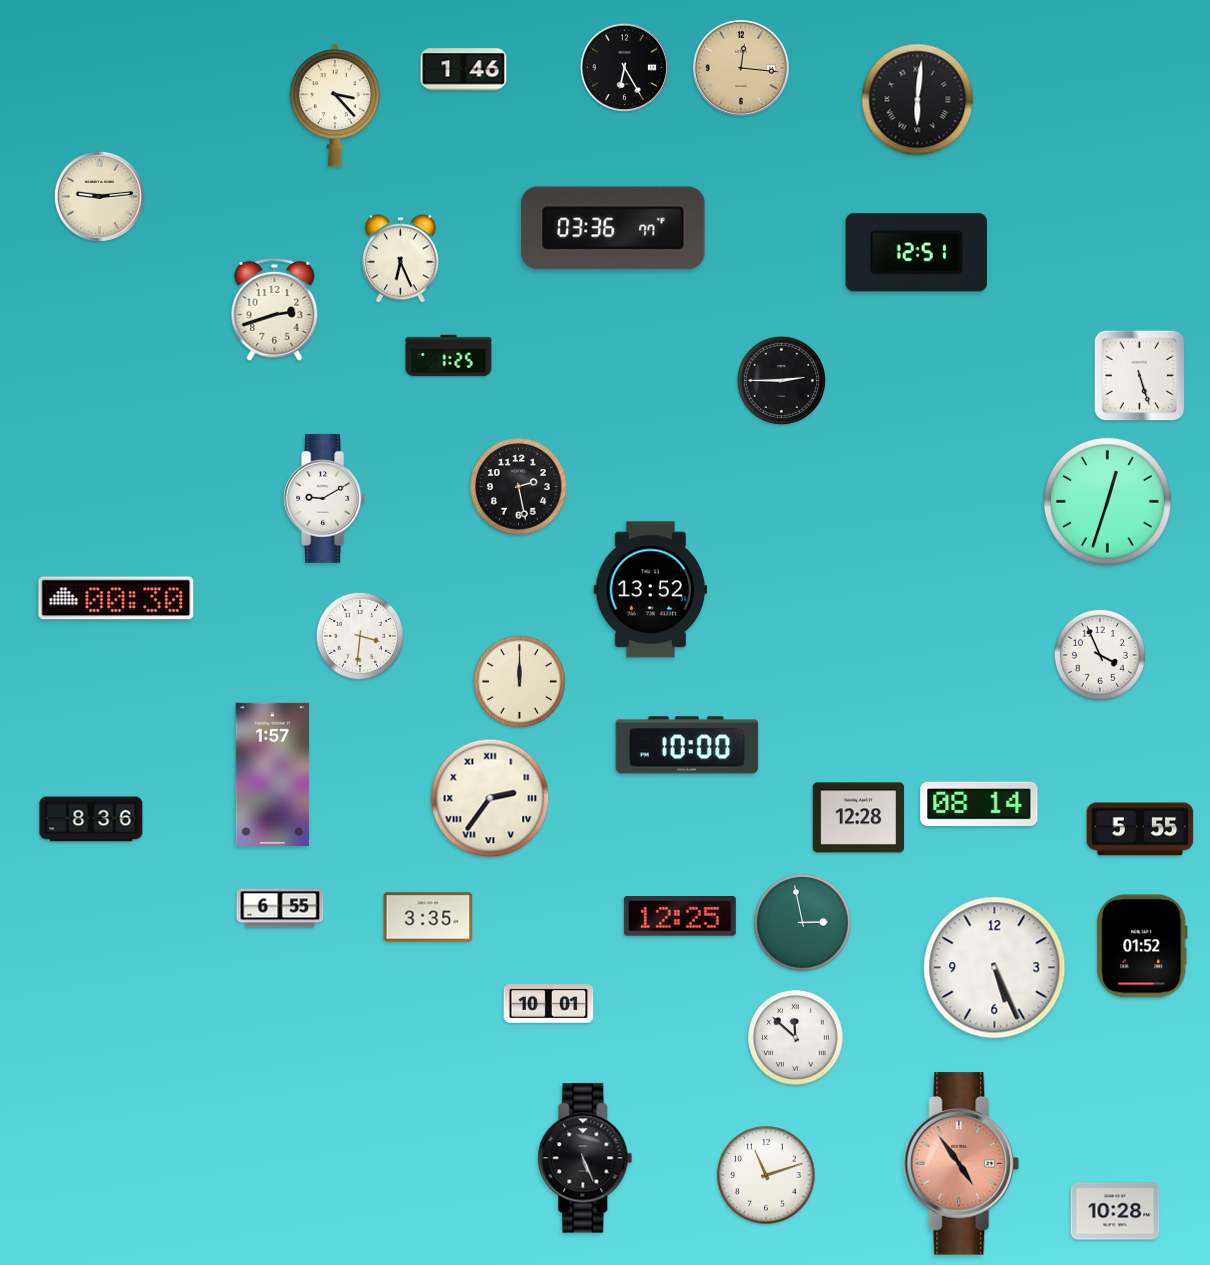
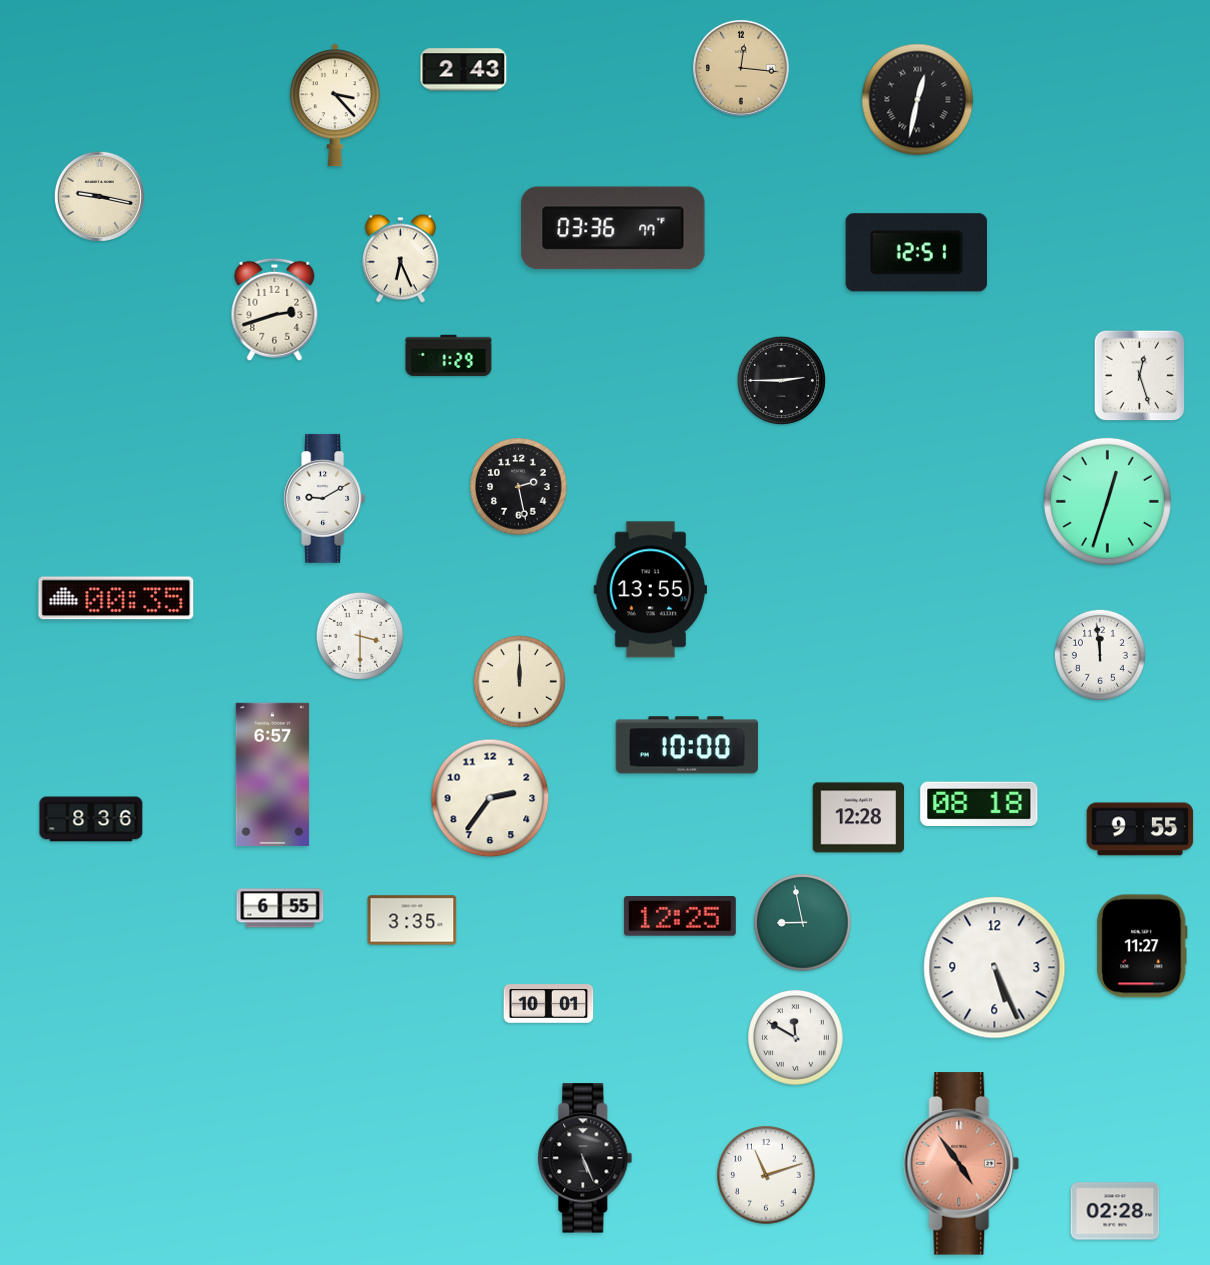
clock at (624, 67): 6:25 -> none
clock at (464, 70): 1:46 -> 2:43
clock at (918, 100): 6:01 -> 12:32
clock at (99, 196): 9:14 -> 9:17
clock at (449, 356): 1:25 -> 1:29
clock at (1140, 376): 5:27 -> 12:27
clock at (651, 590): 13:52 -> 13:55
clock at (116, 598): 00:30 -> 00:35
clock at (359, 635): 3:31 -> 3:30
clock at (1100, 655): 3:56 -> 11:59
clock at (273, 774): 1:57 -> 6:57
clock at (490, 798) numerals: Roman -> Arabic
clock at (979, 803): 08:14 -> 08:18
clock at (1140, 829): 5:55 -> 9:55
clock at (428, 917) position: (428, 917) -> (412, 920)
clock at (803, 923): 2:58 -> 8:58
clock at (1142, 946): 01:52 -> 11:27
clock at (796, 1038): 11:52 -> 11:50
clock at (1115, 1211): 10:28 -> 02:28
